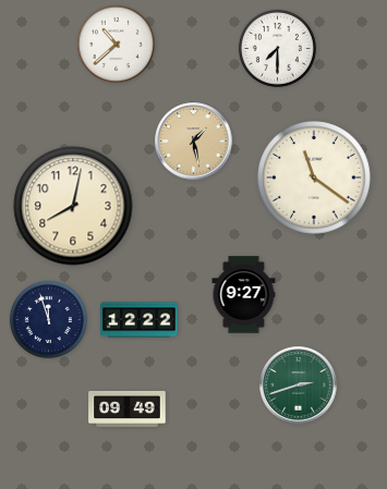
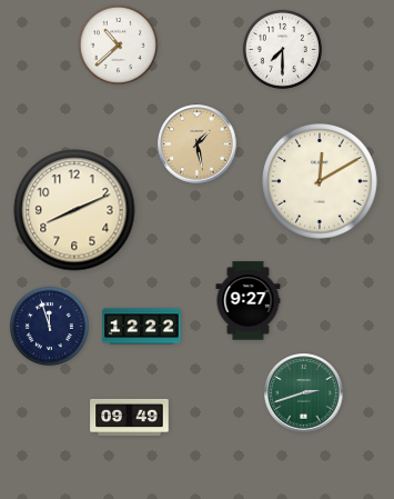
clock at (315, 179): 11:21 -> 12:10
clock at (73, 206): 8:02 -> 8:11
